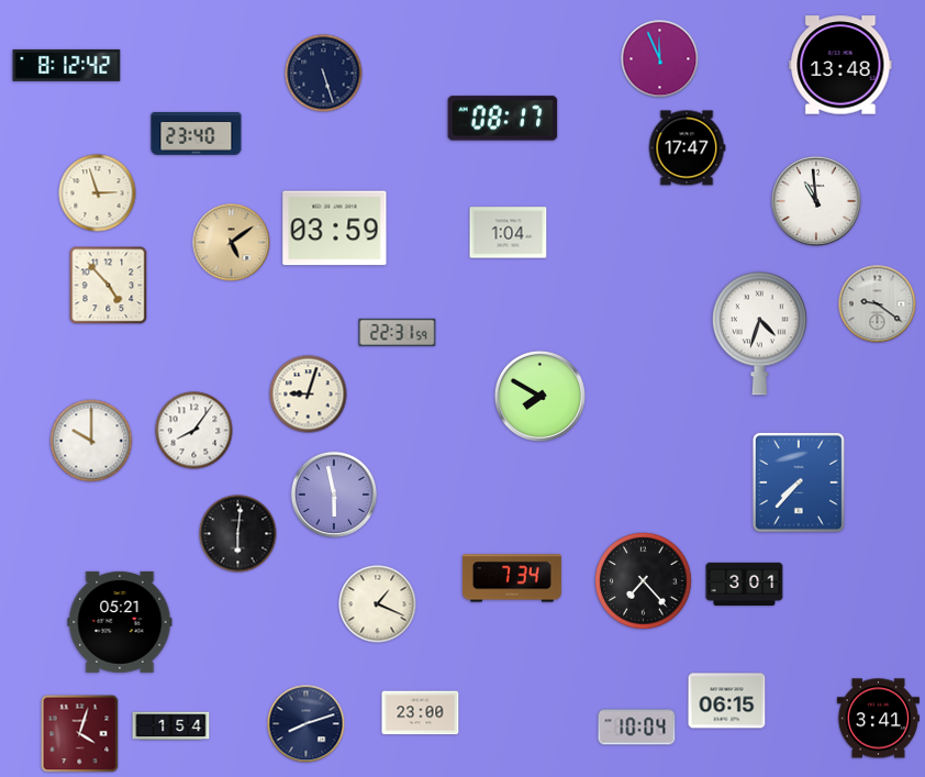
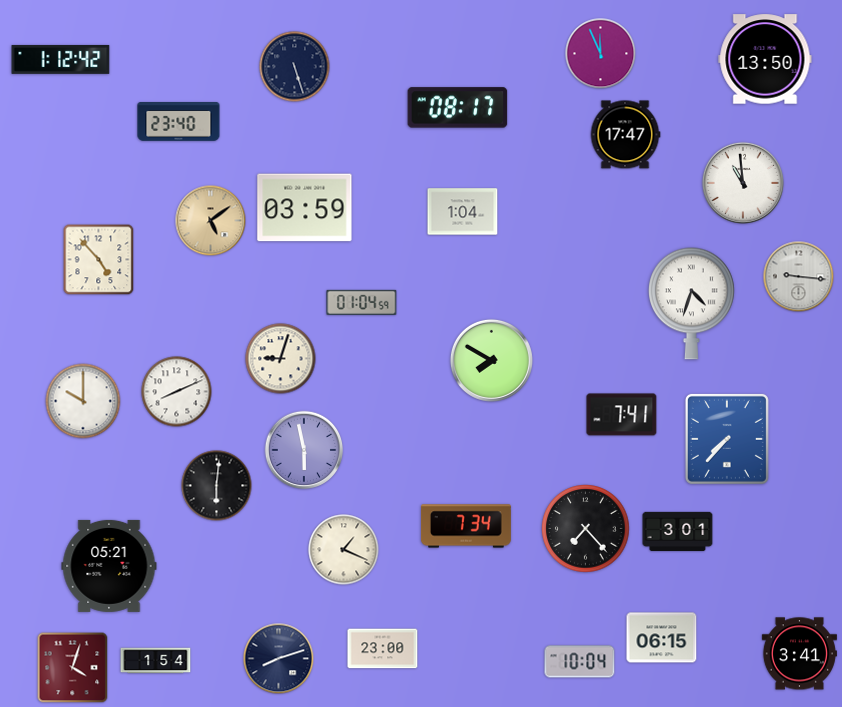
clock at (67, 65): 8:12 -> 1:12
clock at (840, 65): 13:48 -> 13:50
clock at (98, 193): 2:57 -> none
clock at (878, 304): 9:21 -> 9:16
clock at (398, 332): 22:31 -> 01:04
clock at (194, 431): 8:06 -> 8:11
clock at (622, 415): none -> 7:41
